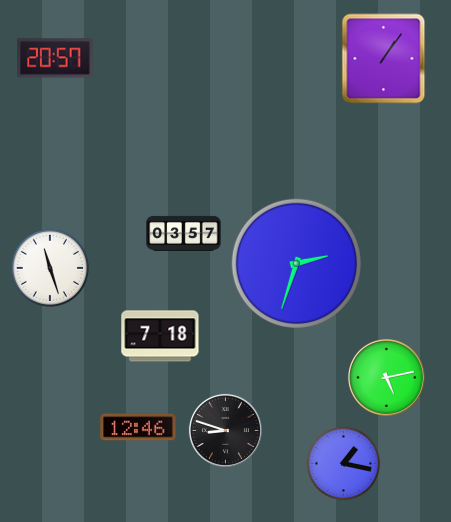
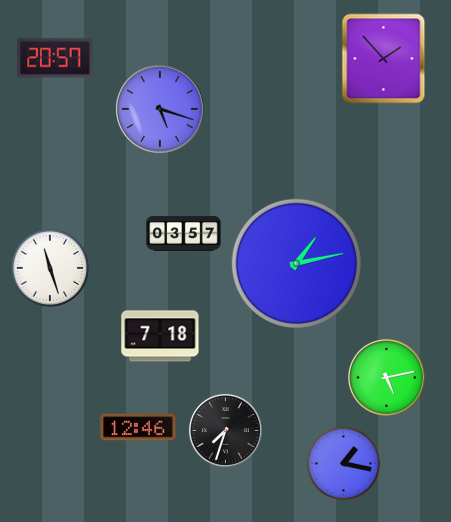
clock at (384, 59): 1:06 -> 1:53
clock at (160, 109): none -> 5:18
clock at (296, 263): 2:33 -> 1:13
clock at (225, 430): 8:48 -> 7:33
